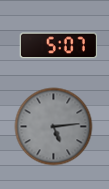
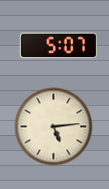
clock at (53, 126) dial: grey -> cream
